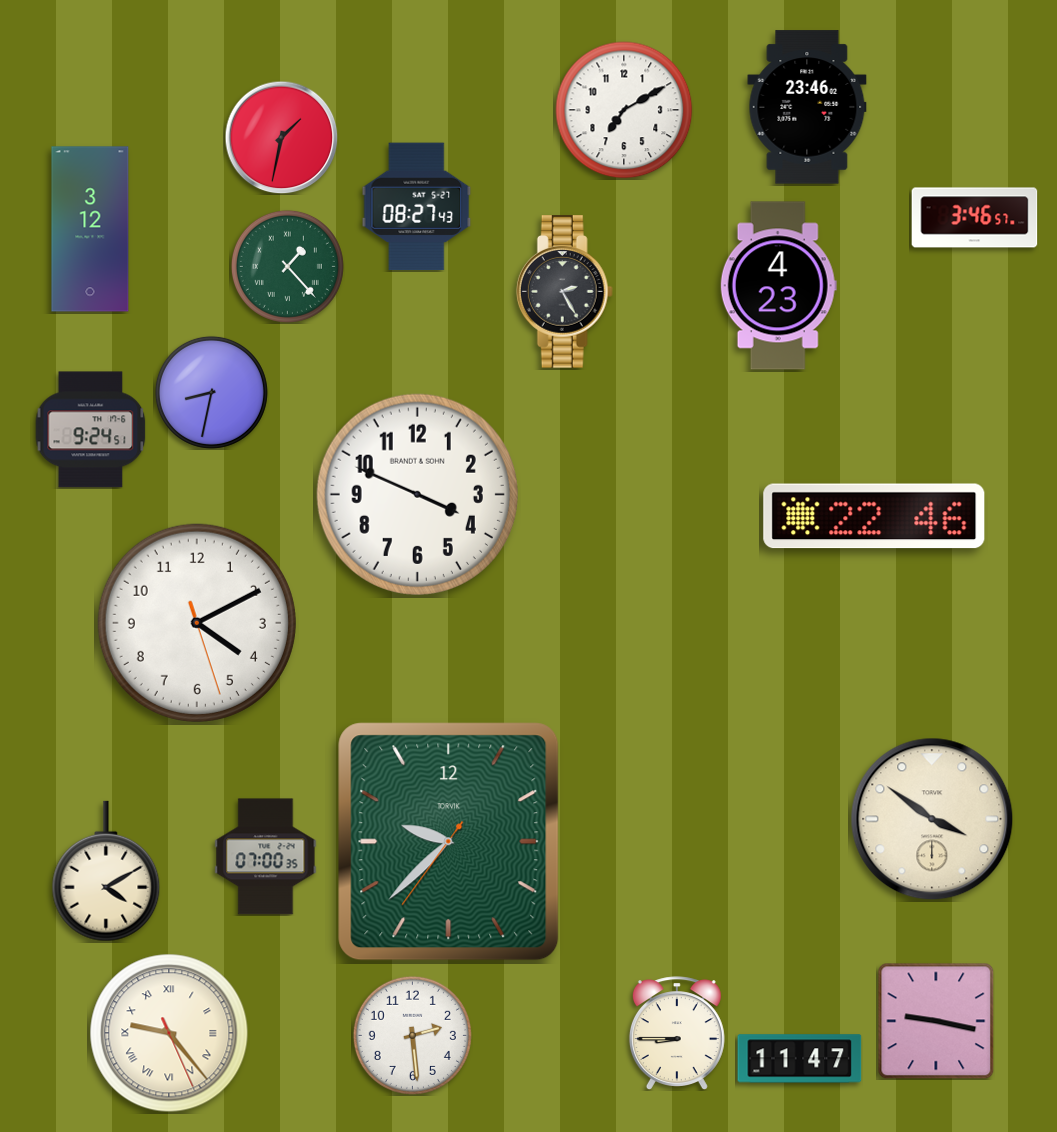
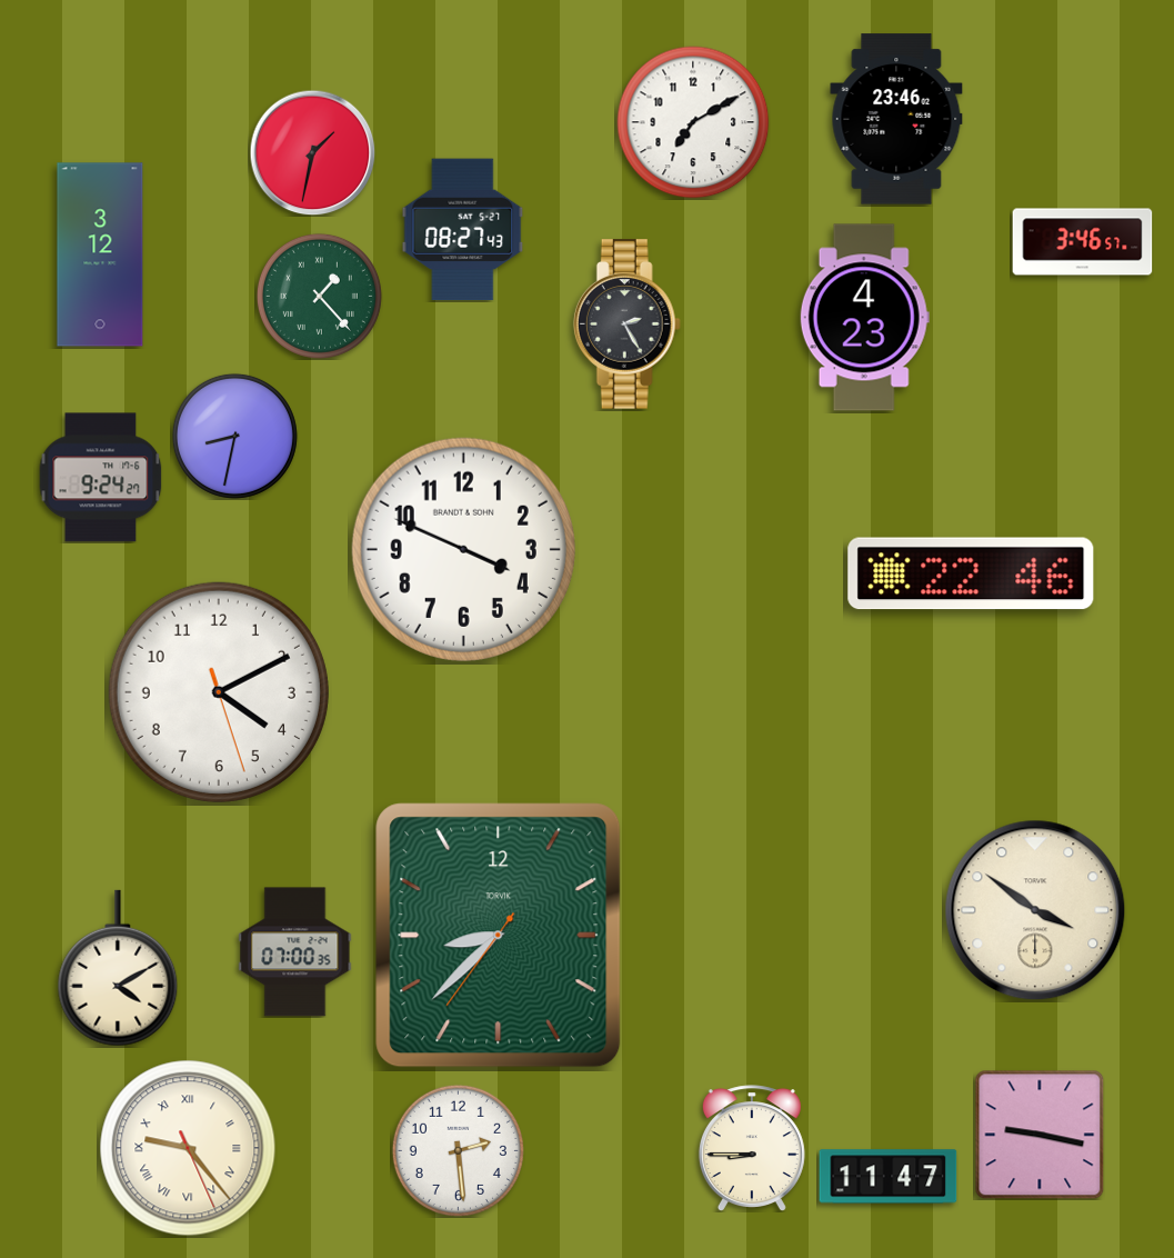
clock at (91, 430): 9:24:51 -> 9:24:27
clock at (449, 842): 9:37 -> 8:37
